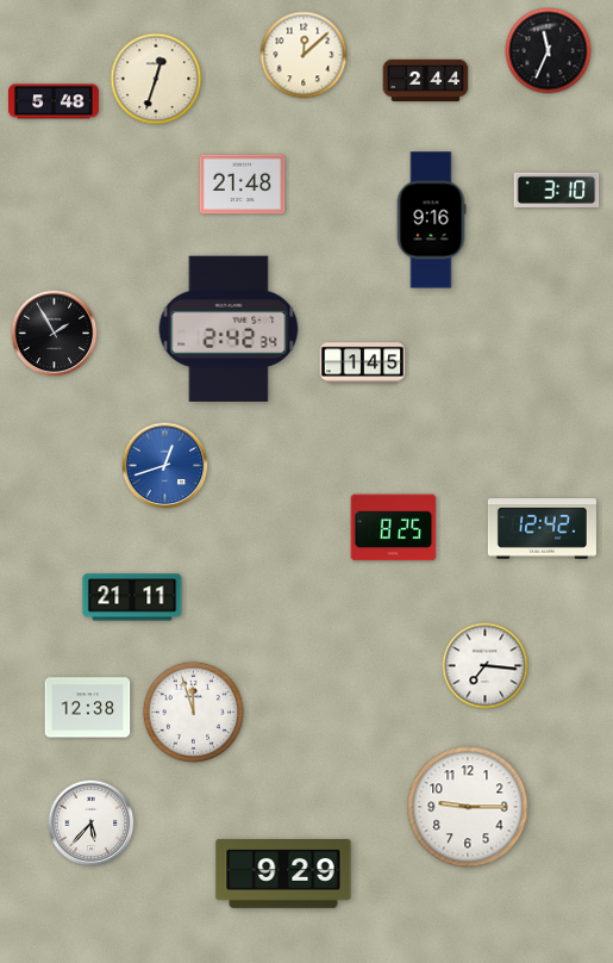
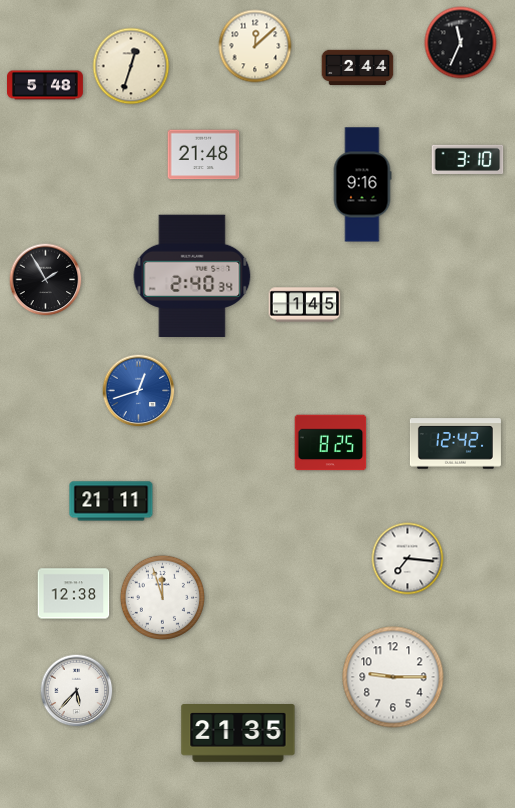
clock at (229, 328): 2:42 -> 2:40
clock at (283, 874): 9:29 -> 21:35
